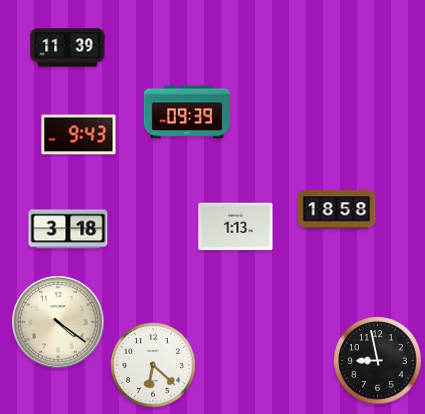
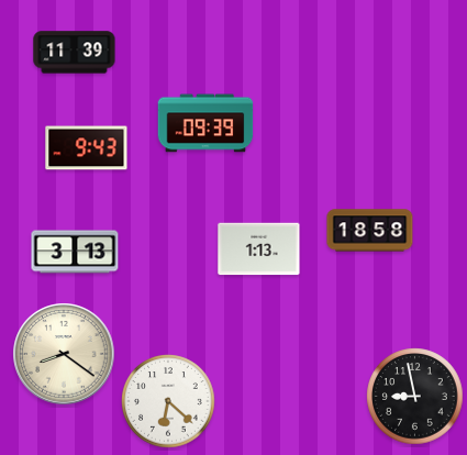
clock at (68, 229): 3:18 -> 3:13
clock at (58, 322): 4:21 -> 8:21
